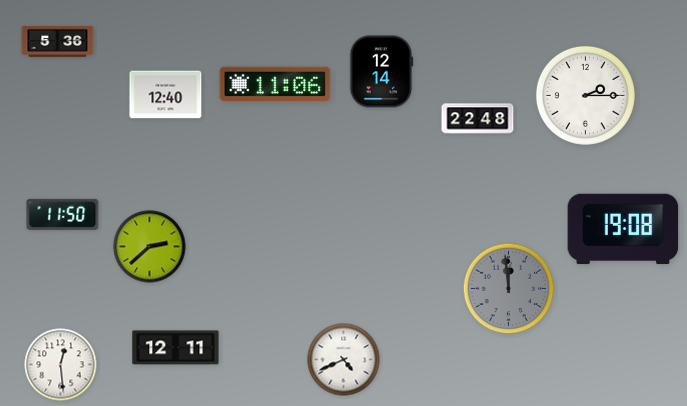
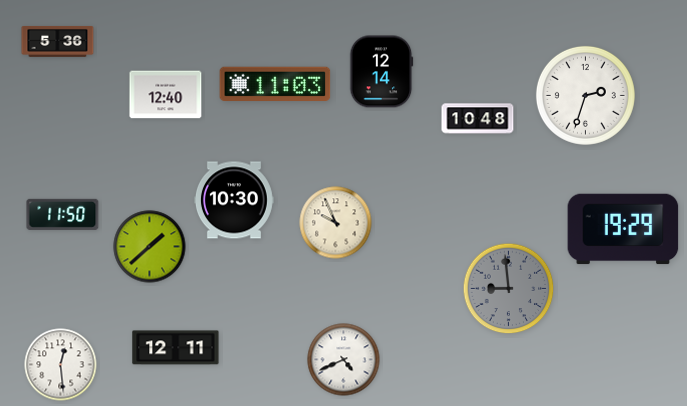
clock at (275, 84): 11:06 -> 11:03
clock at (585, 95): 2:15 -> 2:33
clock at (478, 119): 22:48 -> 10:48
clock at (234, 200): none -> 10:30
clock at (336, 223): none -> 9:56
clock at (623, 229): 19:08 -> 19:29
clock at (150, 247): 2:38 -> 1:38
clock at (509, 289): 11:59 -> 8:59
